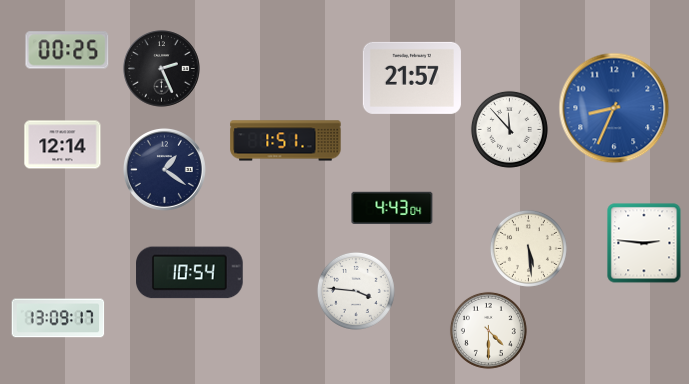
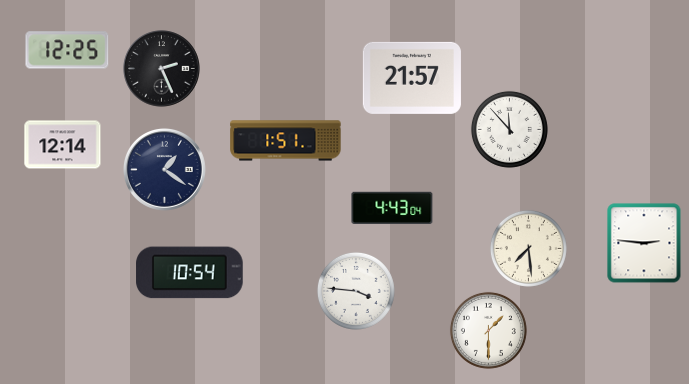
clock at (67, 50): 00:25 -> 12:25
clock at (614, 108): 8:34 -> none
clock at (528, 248): 5:29 -> 7:29
clock at (58, 318): 13:09 -> none
clock at (488, 330): 4:30 -> 1:30
